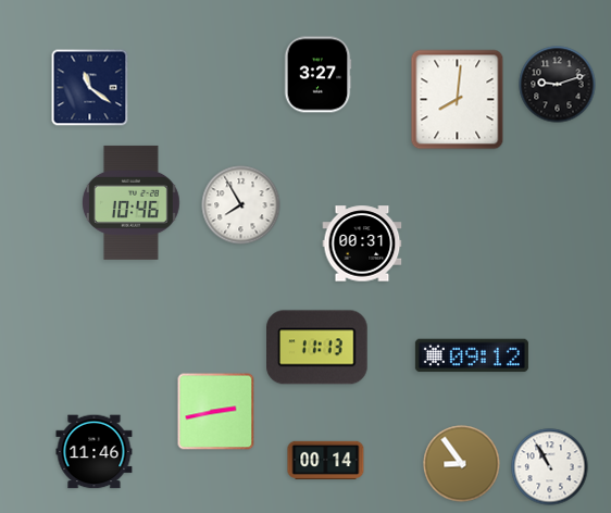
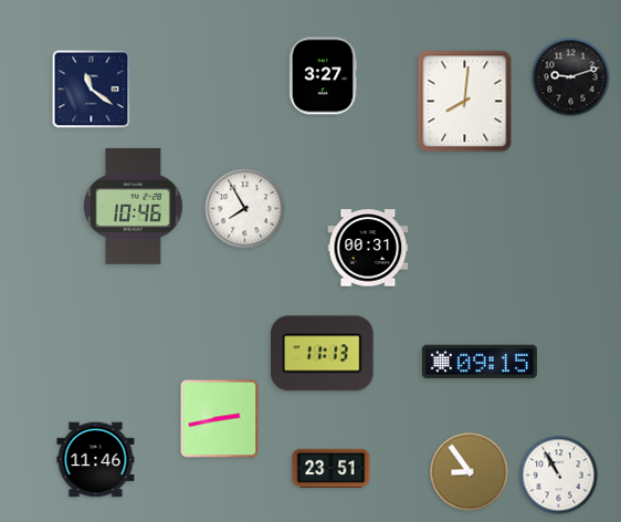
clock at (558, 85) position: (558, 85) -> (571, 77)
clock at (472, 355): 09:12 -> 09:15
clock at (326, 460): 00:14 -> 23:51
